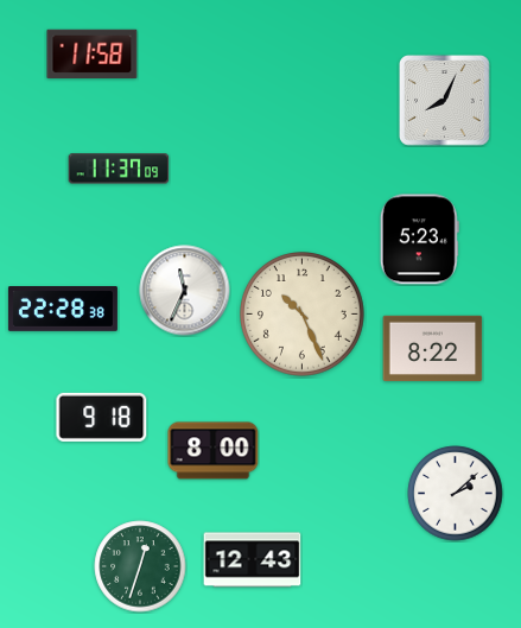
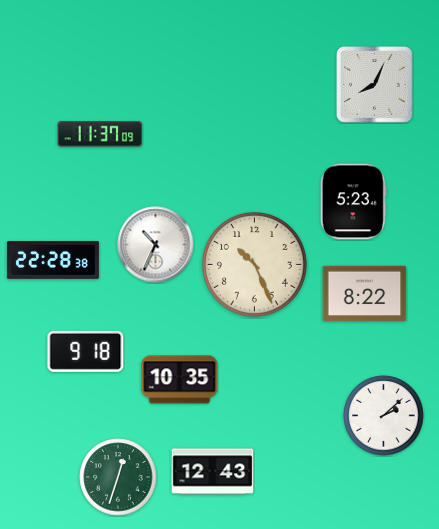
clock at (93, 53): 11:58 -> none
clock at (119, 169) position: (119, 169) -> (100, 134)
clock at (185, 291): 11:34 -> 10:34
clock at (214, 451): 8:00 -> 10:35
